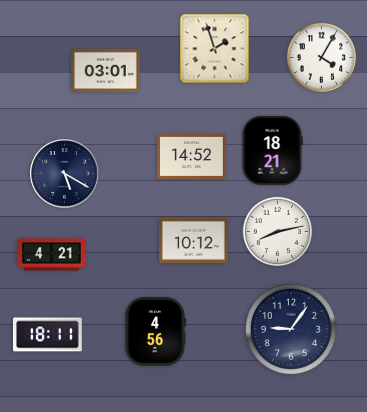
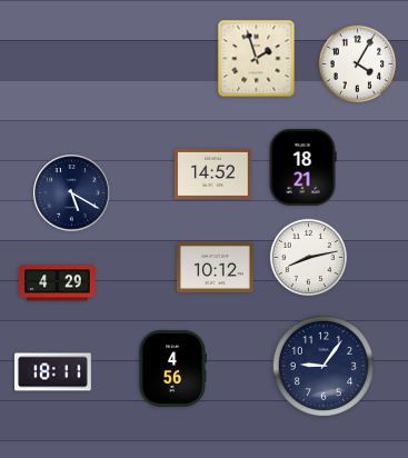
clock at (215, 49) position: (215, 49) -> (257, 59)
clock at (106, 71): 03:01 -> none
clock at (52, 255): 4:21 -> 4:29
